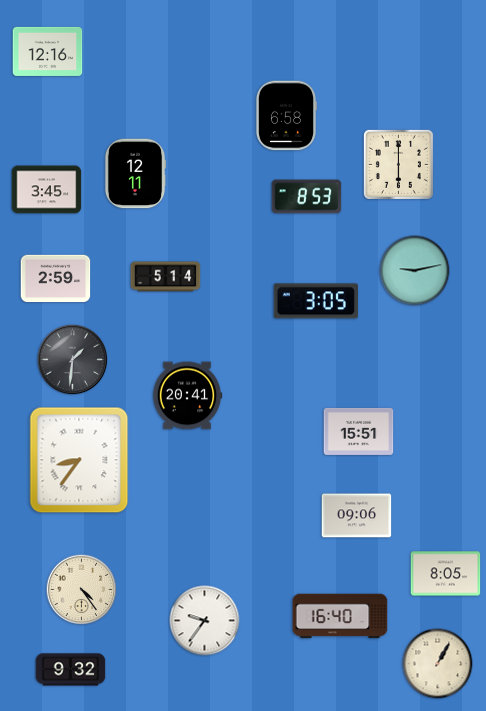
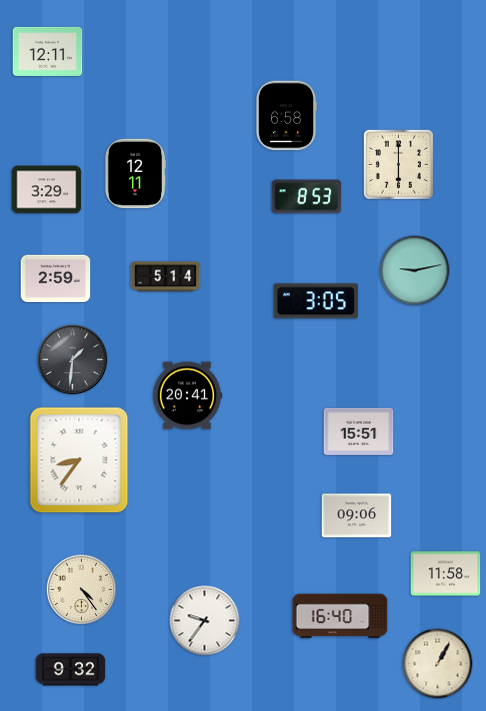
clock at (48, 51): 12:16 -> 12:11
clock at (47, 190): 3:45 -> 3:29
clock at (446, 574): 8:05 -> 11:58
